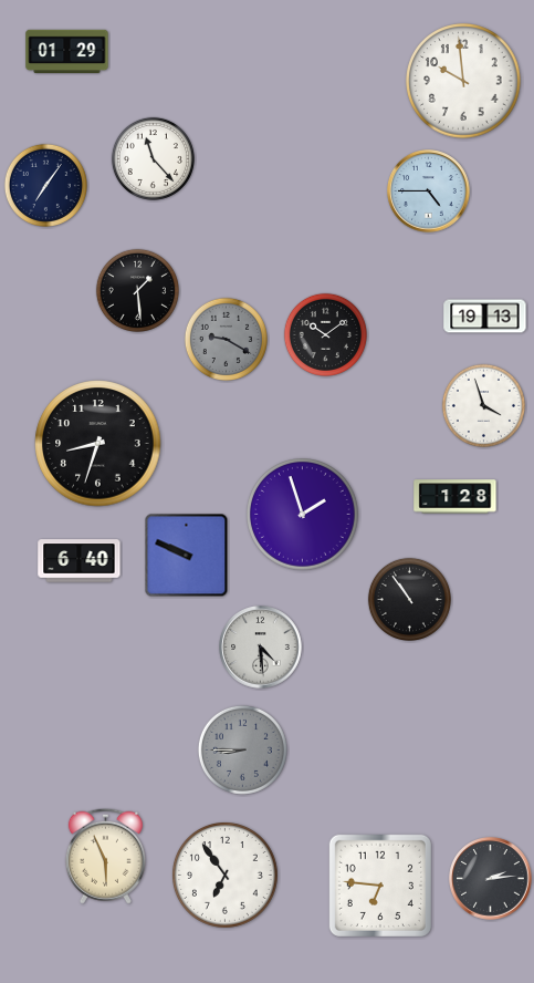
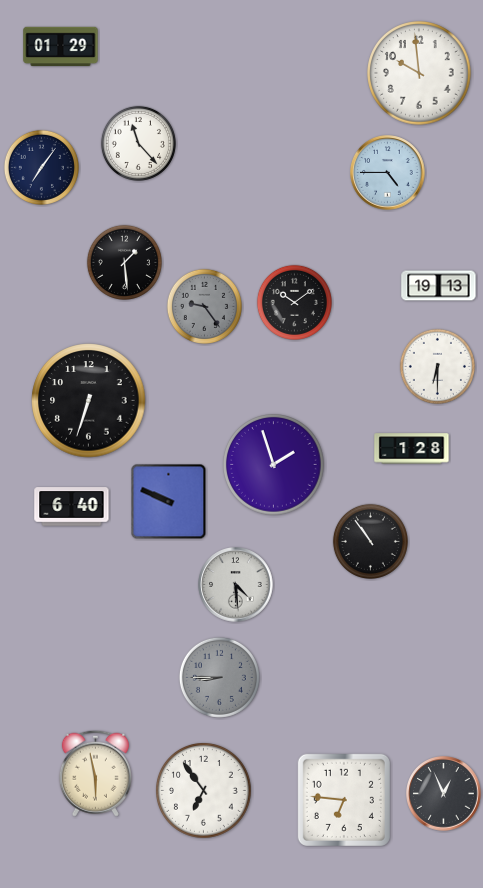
clock at (226, 339): 9:20 -> 9:24
clock at (483, 405): 3:57 -> 6:30
clock at (98, 444): 8:33 -> 6:33
clock at (105, 856): 5:56 -> 5:58
clock at (491, 879): 2:14 -> 12:56
